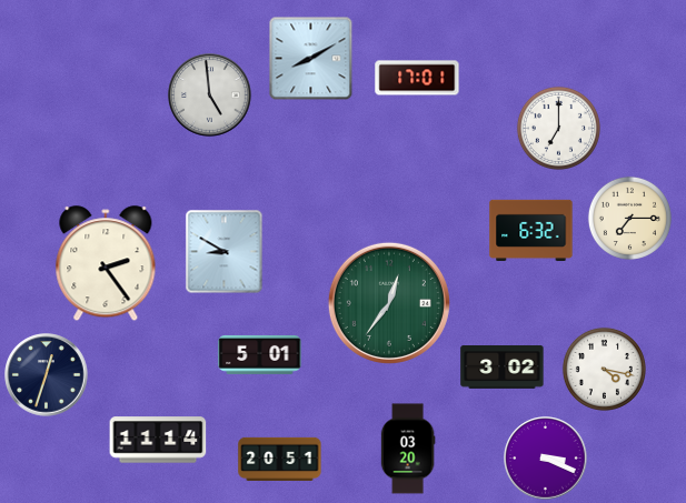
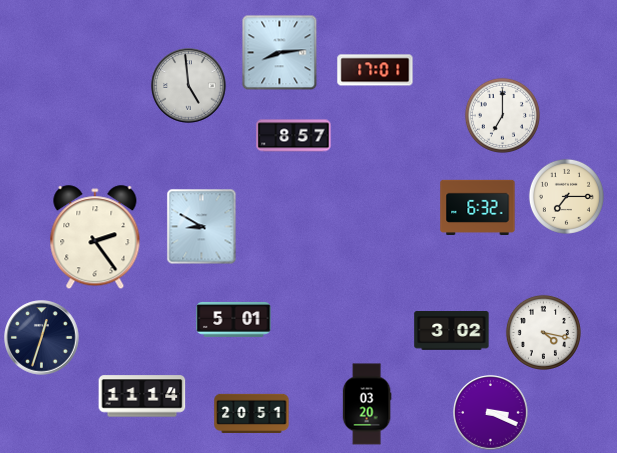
clock at (311, 59): 8:10 -> 8:14
clock at (294, 136): none -> 8:57
clock at (389, 303): 12:36 -> none
